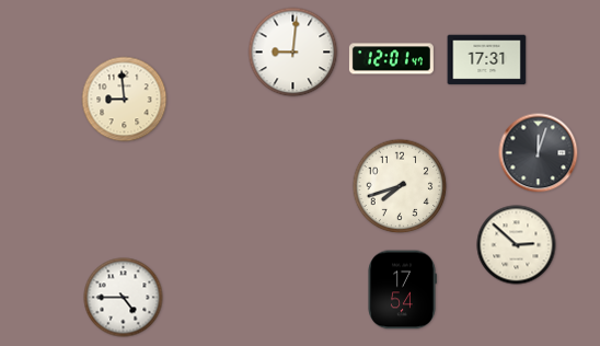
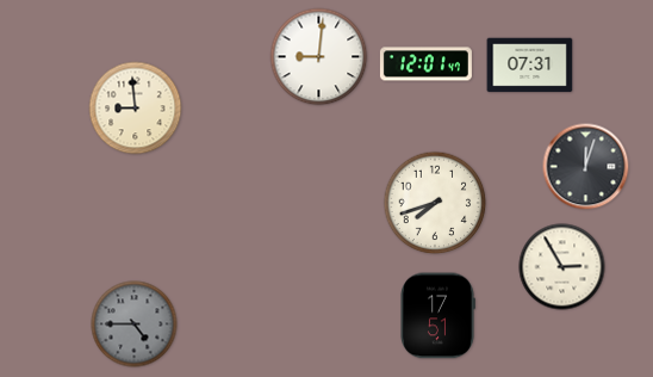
clock at (487, 60): 17:31 -> 07:31
clock at (517, 245): 2:52 -> 2:55
clock at (402, 290): 17:54 -> 17:51
clock at (124, 298) dial: white -> grey
